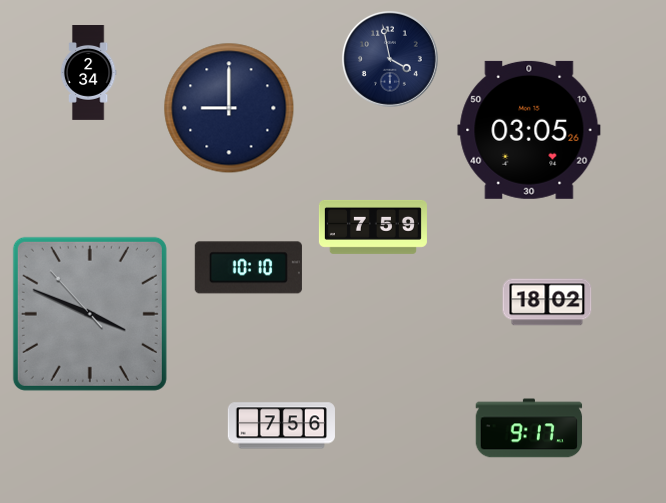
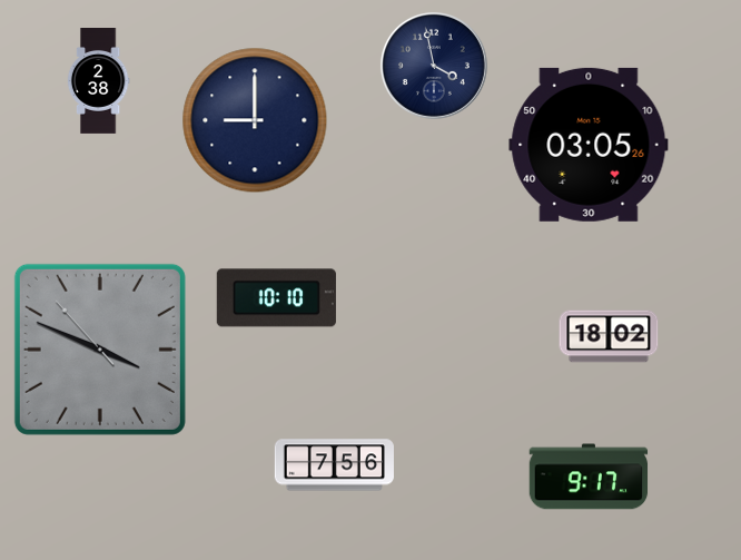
clock at (88, 73): 2:34 -> 2:38
clock at (373, 227): 7:59 -> none
clock at (281, 426) position: (281, 426) -> (334, 465)
